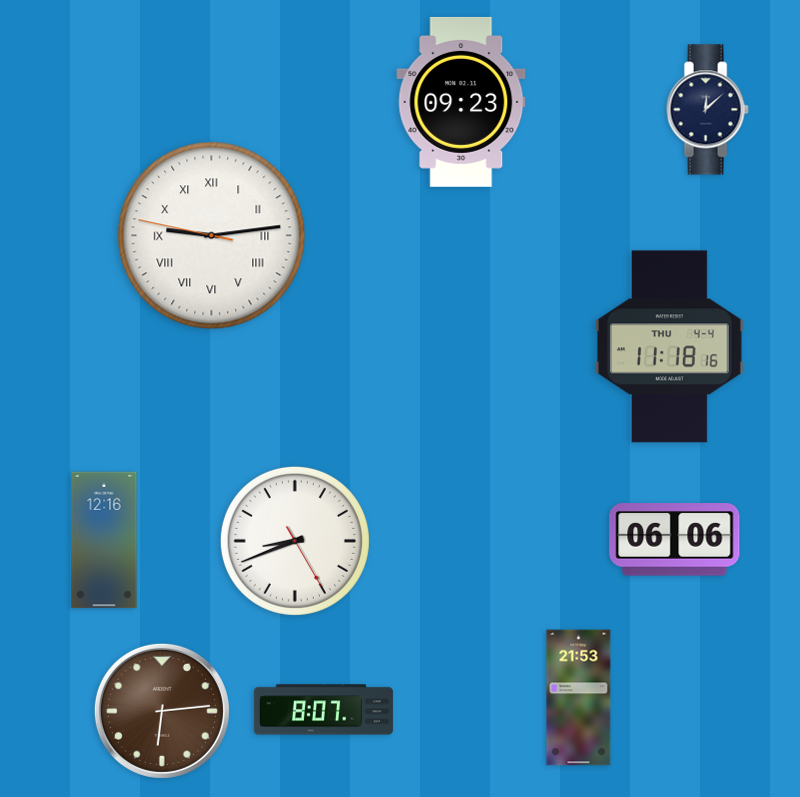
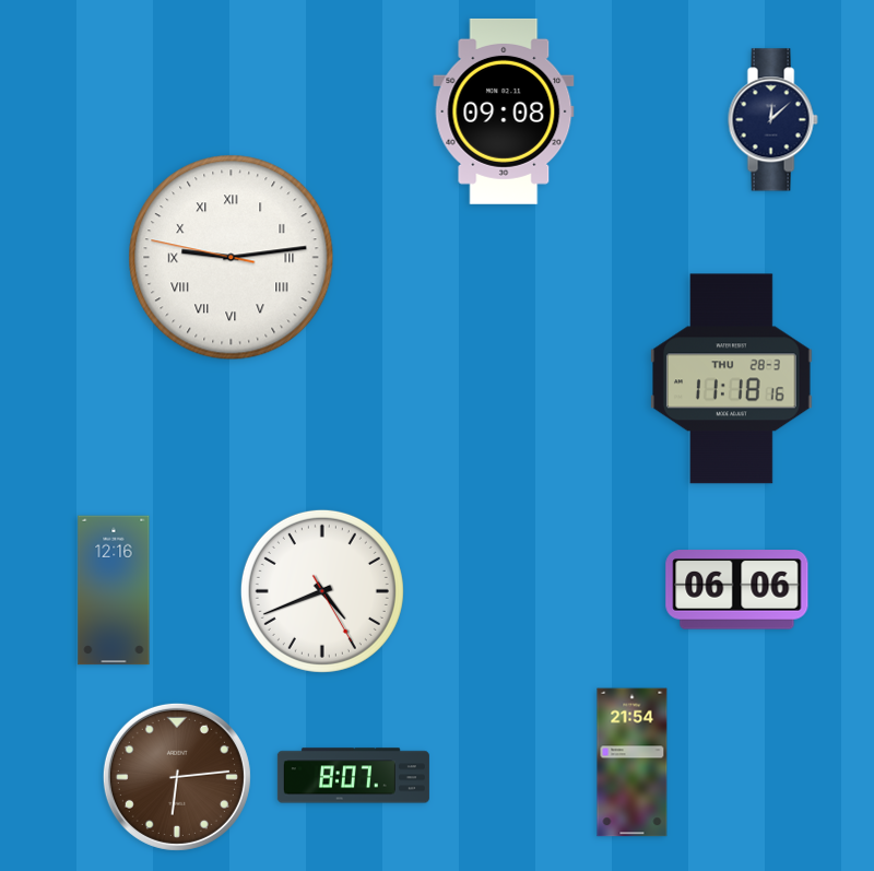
clock at (461, 102): 09:23 -> 09:08
clock at (670, 347) date: THU 4-4 -> THU 28-3
clock at (295, 541): 8:41 -> 4:41
clock at (579, 698): 21:53 -> 21:54
